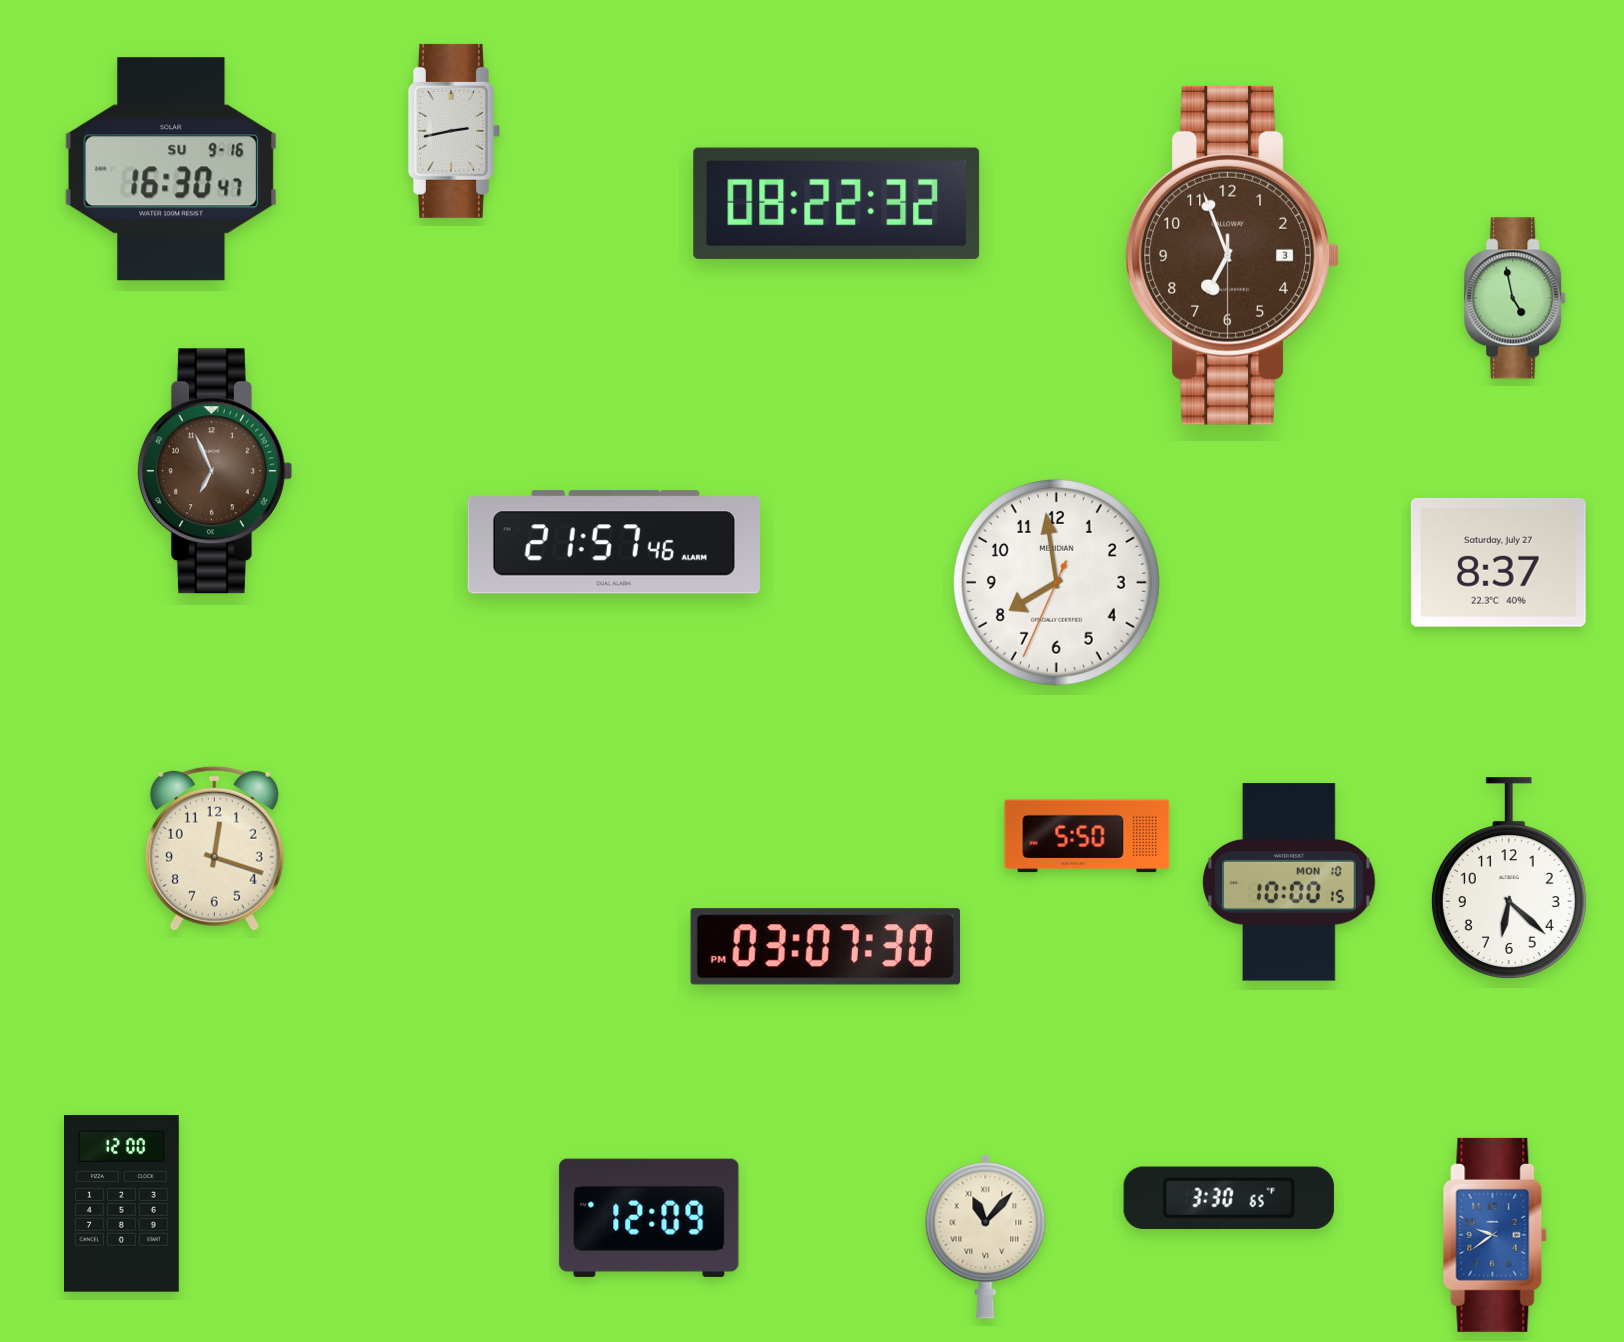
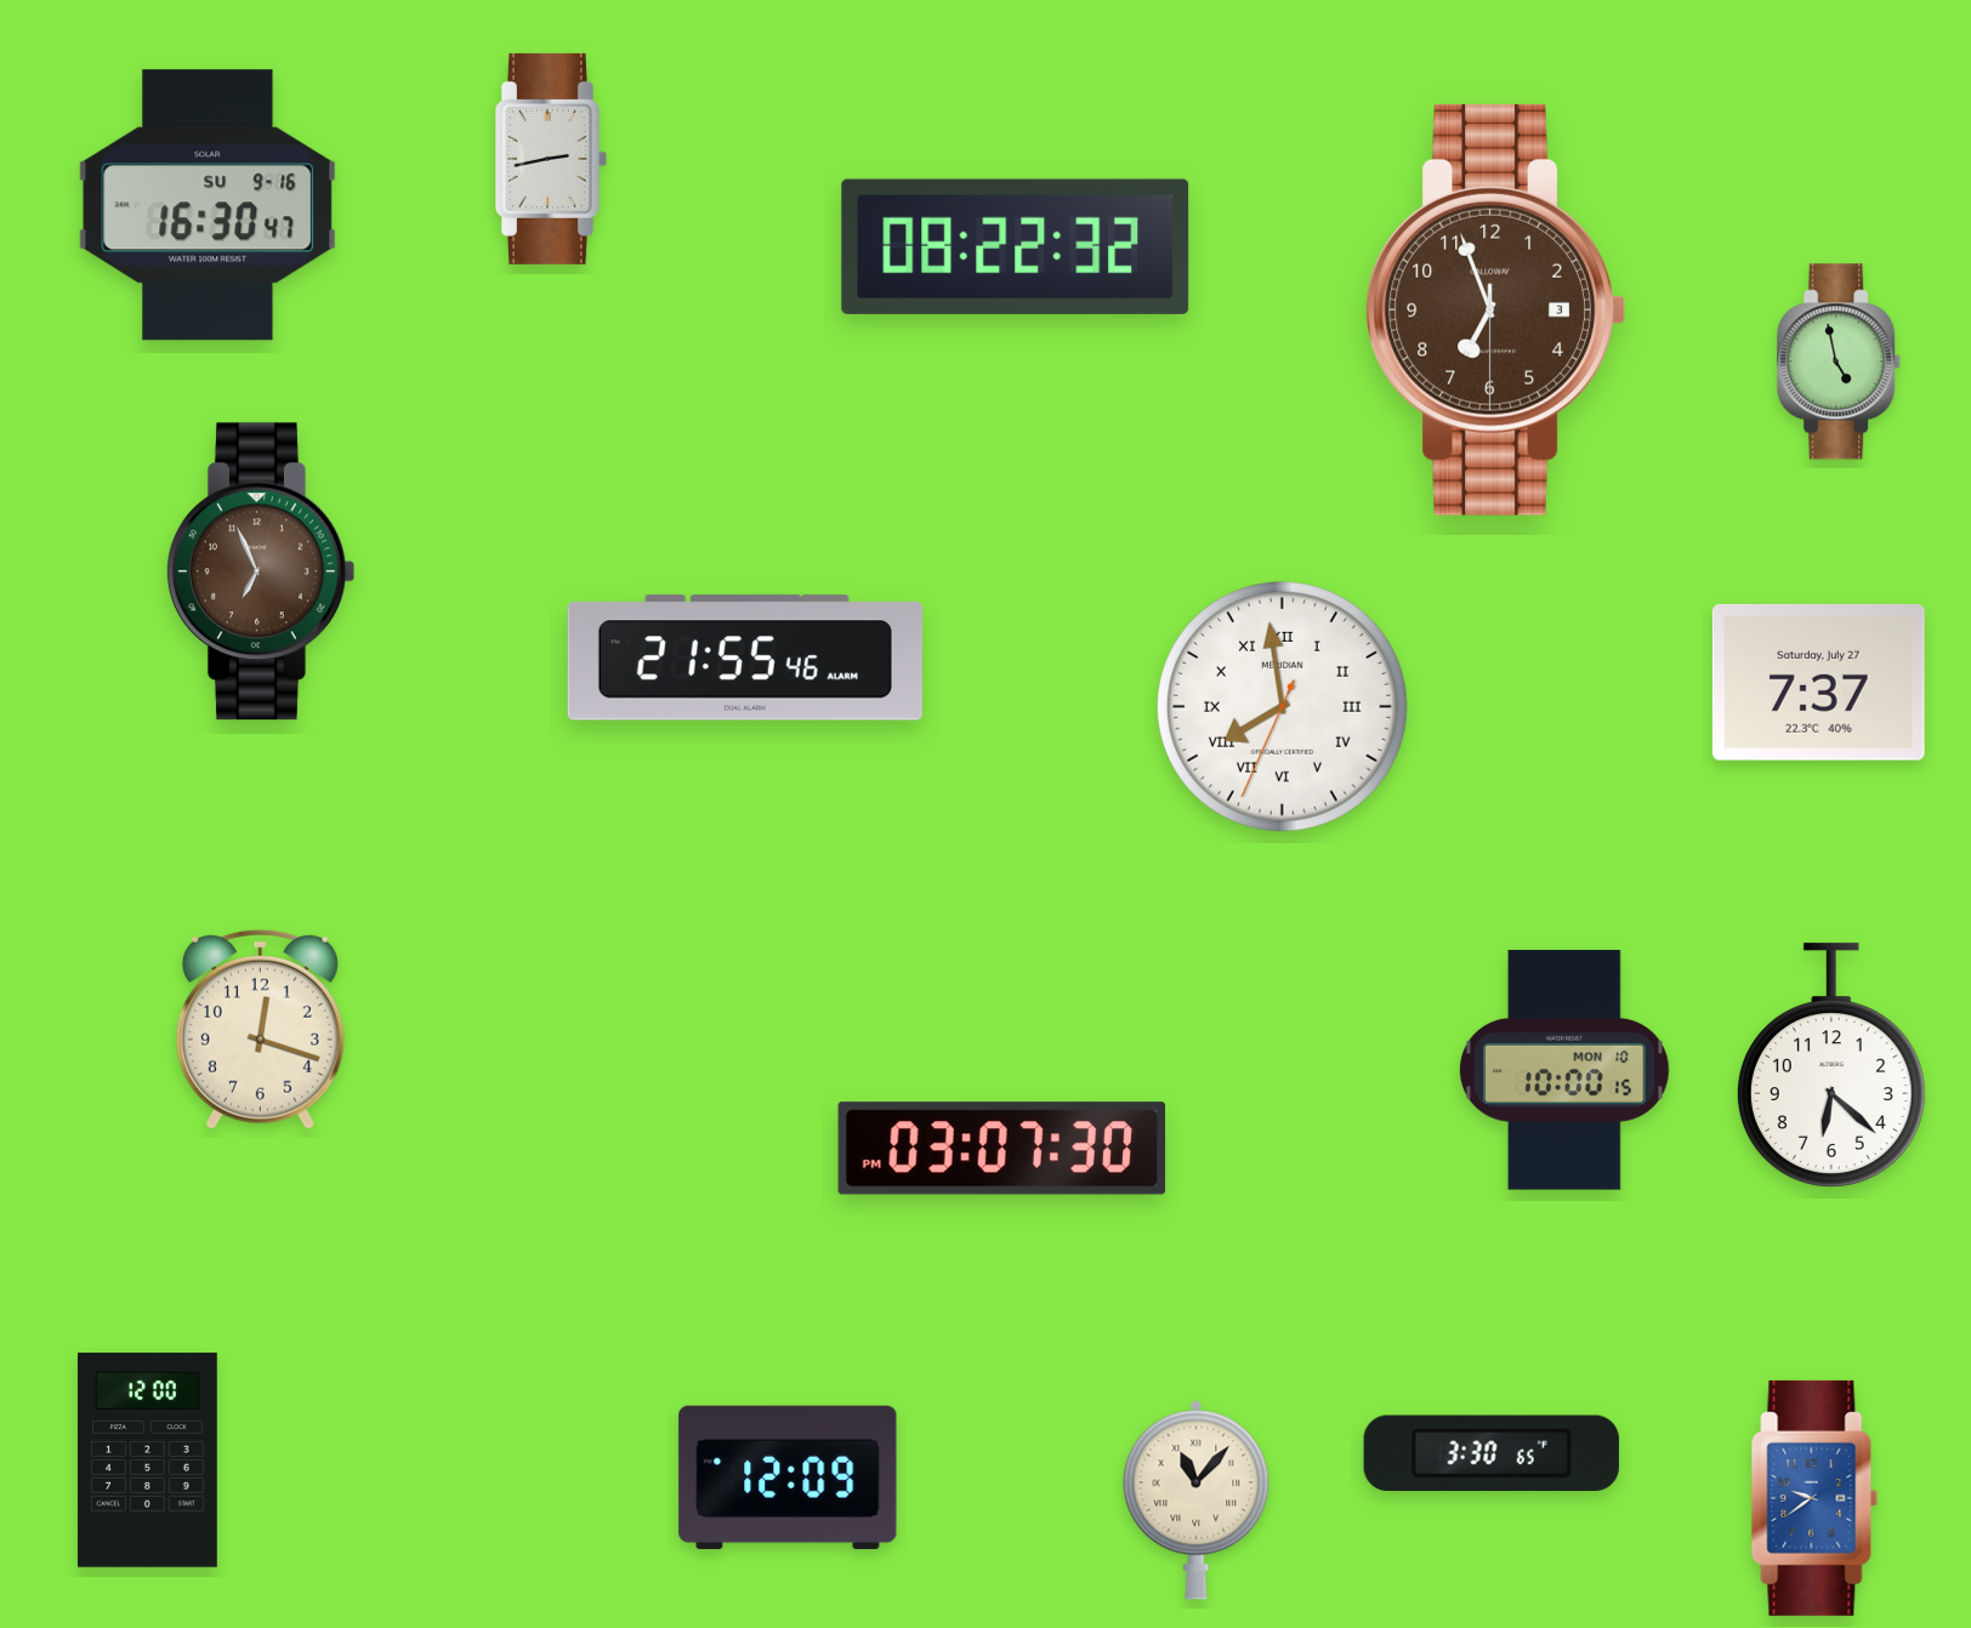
clock at (614, 542): 21:57 -> 21:55
clock at (1498, 563): 8:37 -> 7:37
clock at (1057, 583) numerals: Arabic -> Roman
clock at (1087, 836): 5:50 -> none
